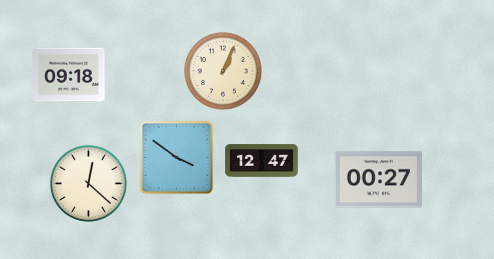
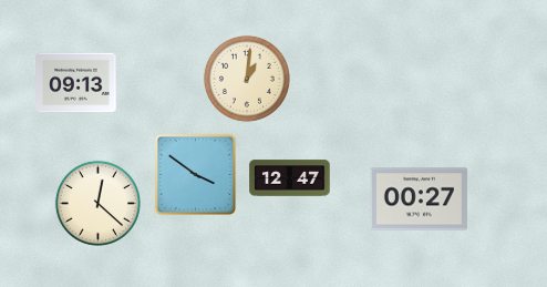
clock at (223, 71): 1:04 -> 1:01
clock at (69, 75): 09:18 -> 09:13
